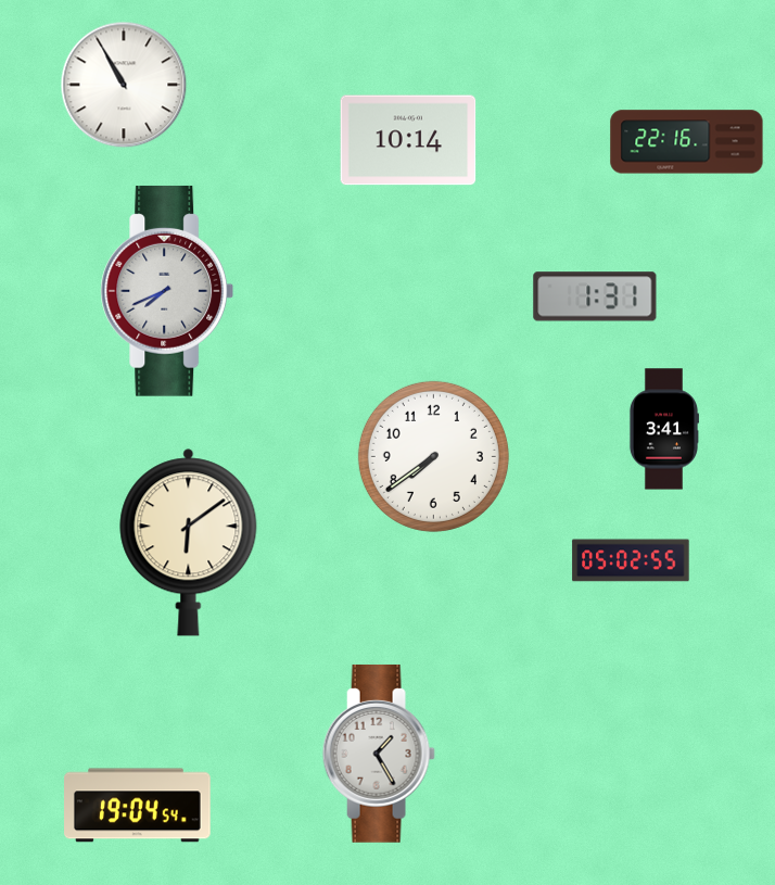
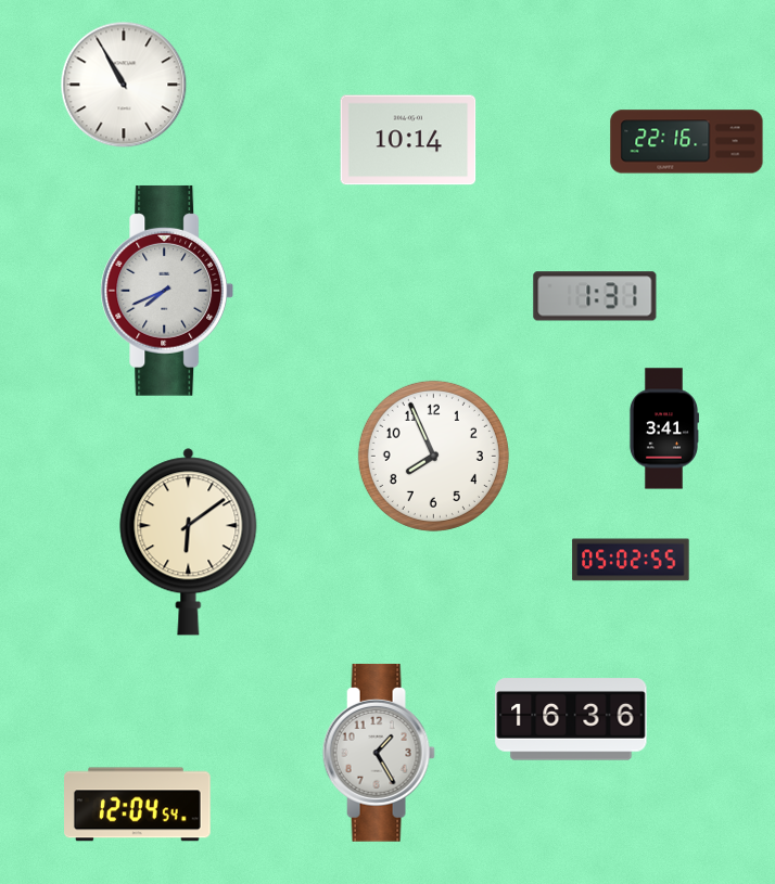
clock at (433, 456): 7:39 -> 7:56
clock at (571, 719): none -> 16:36
clock at (138, 806): 19:04 -> 12:04
